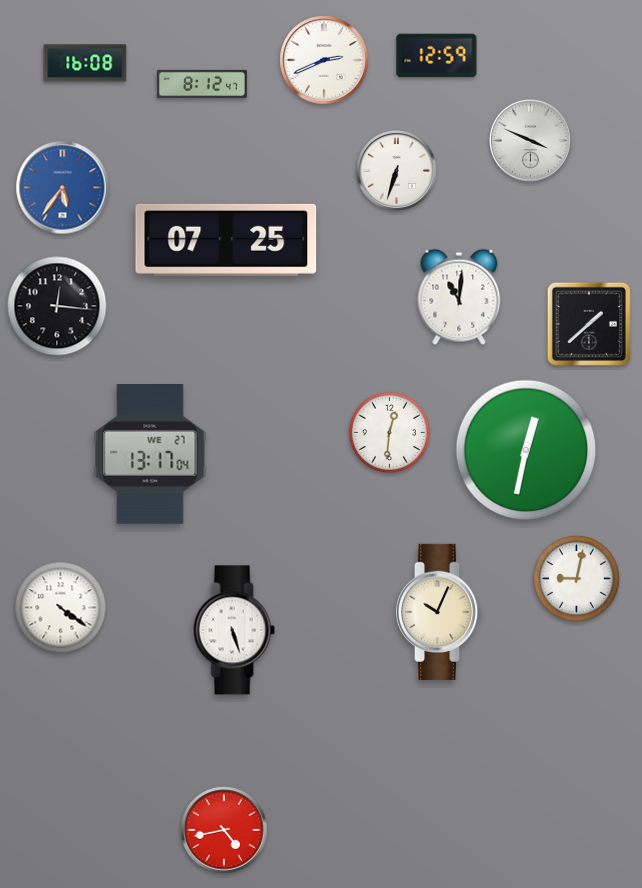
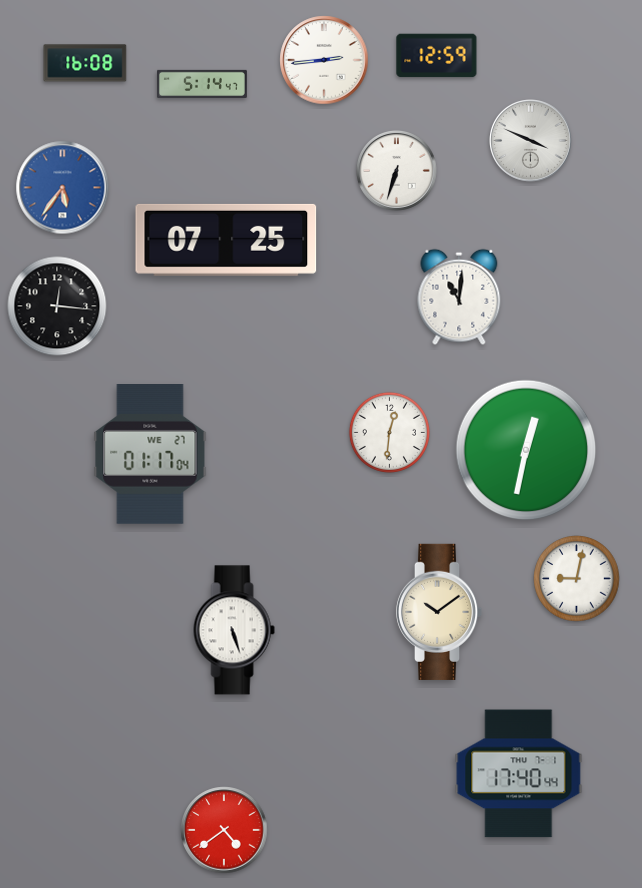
clock at (324, 60): 2:41 -> 2:44
clock at (202, 84): 8:12 -> 5:14
clock at (589, 324): 1:38 -> none
clock at (150, 455): 13:17 -> 01:17
clock at (61, 608): 4:21 -> none
clock at (439, 612): 10:04 -> 10:09
clock at (519, 774): none -> 17:40
clock at (224, 830): 4:43 -> 4:39
